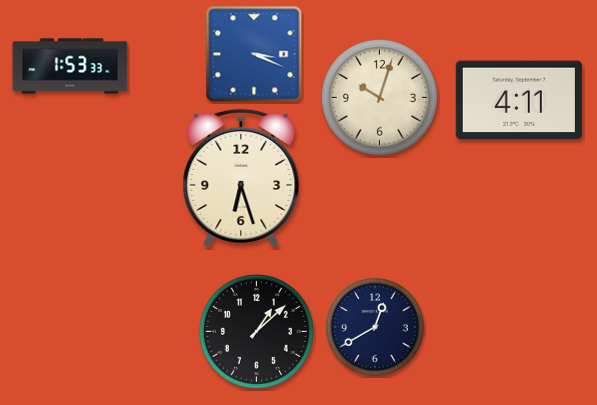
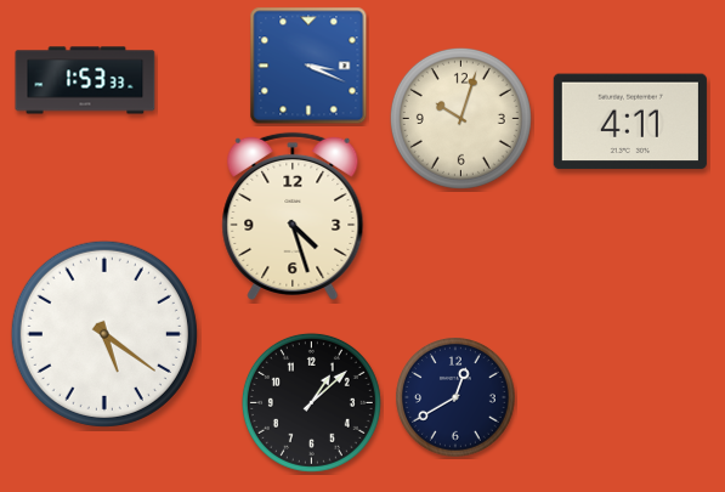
clock at (241, 178): 6:27 -> 4:27
clock at (104, 334): none -> 5:21
